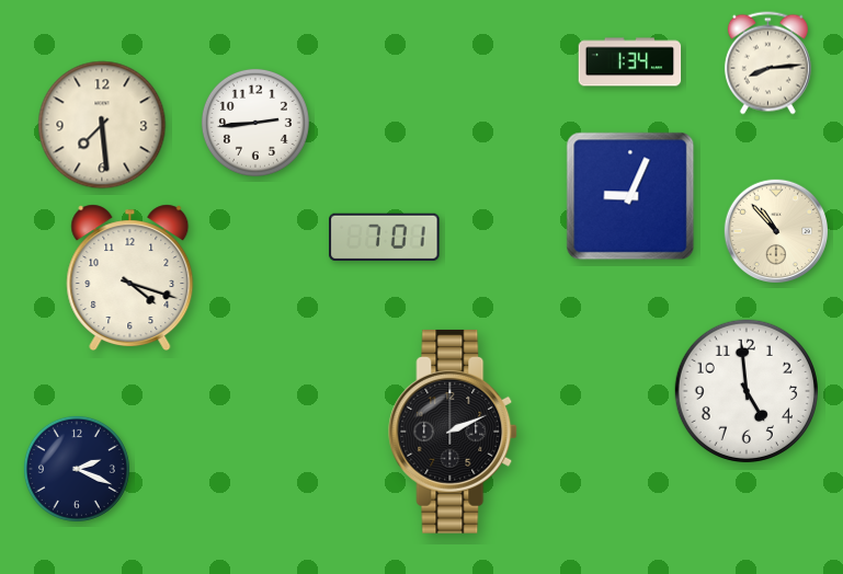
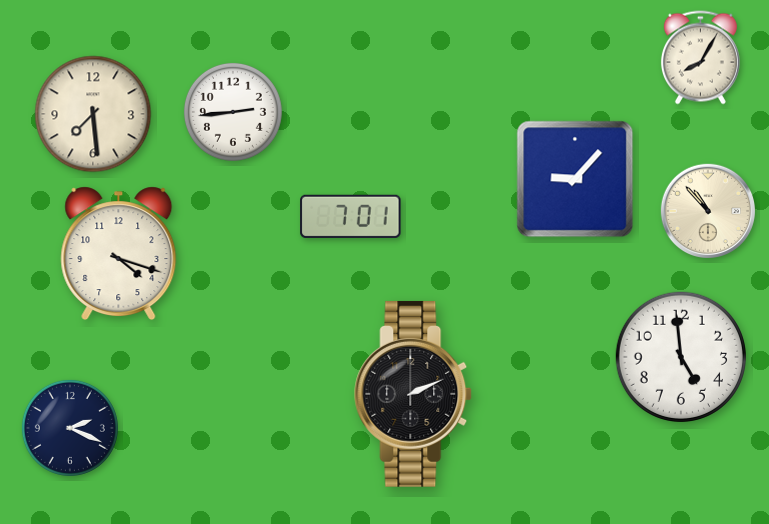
clock at (630, 62): 1:34 -> none
clock at (767, 64): 8:14 -> 8:05
clock at (630, 196): 9:04 -> 9:07
